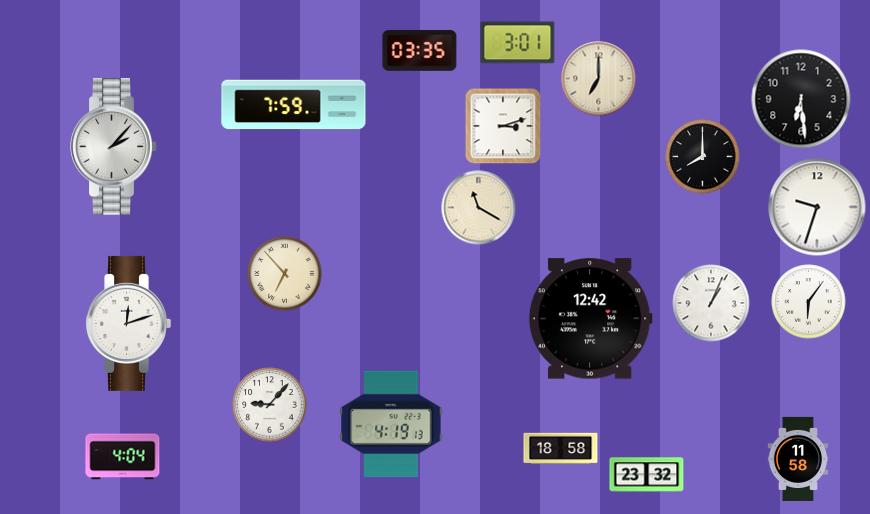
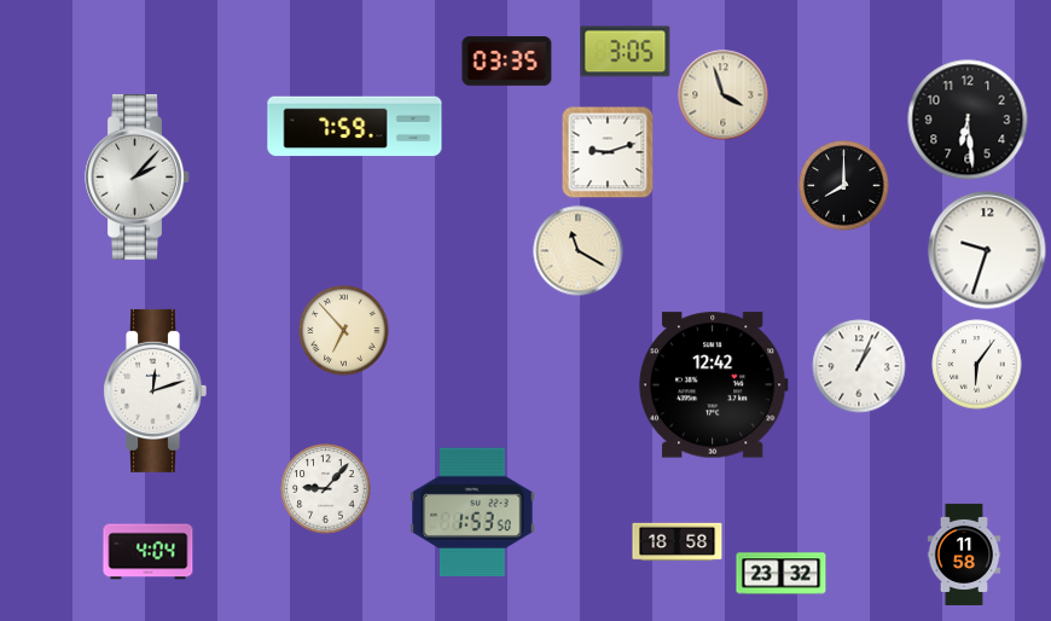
clock at (518, 43): 3:01 -> 3:05
clock at (599, 79): 7:00 -> 3:57
clock at (503, 126): 3:12 -> 9:12
clock at (703, 157) position: (703, 157) -> (844, 186)
clock at (391, 423): 4:19 -> 1:53
